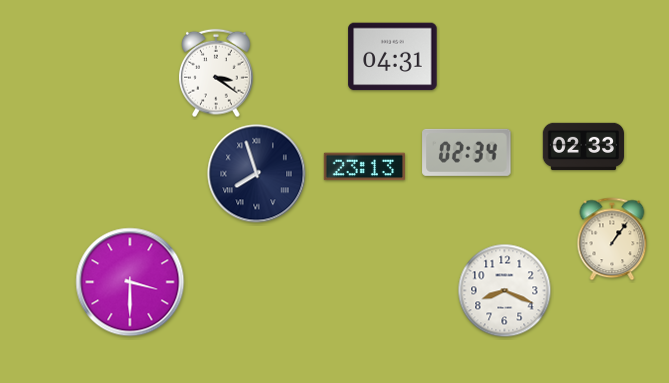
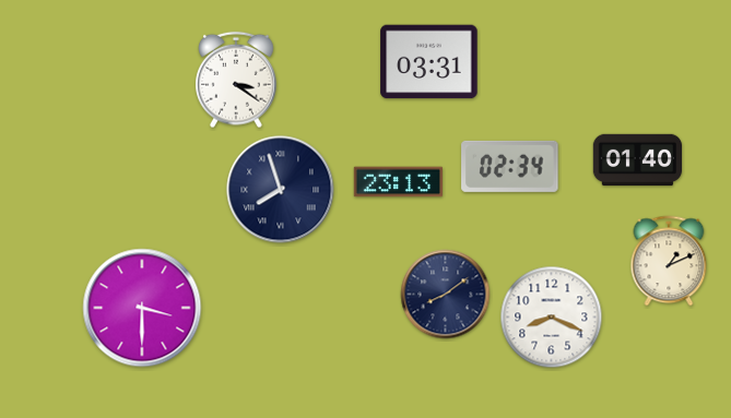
clock at (393, 57): 04:31 -> 03:31
clock at (584, 147): 02:33 -> 01:40
clock at (612, 239): 1:06 -> 1:11
clock at (446, 295): none -> 8:09
